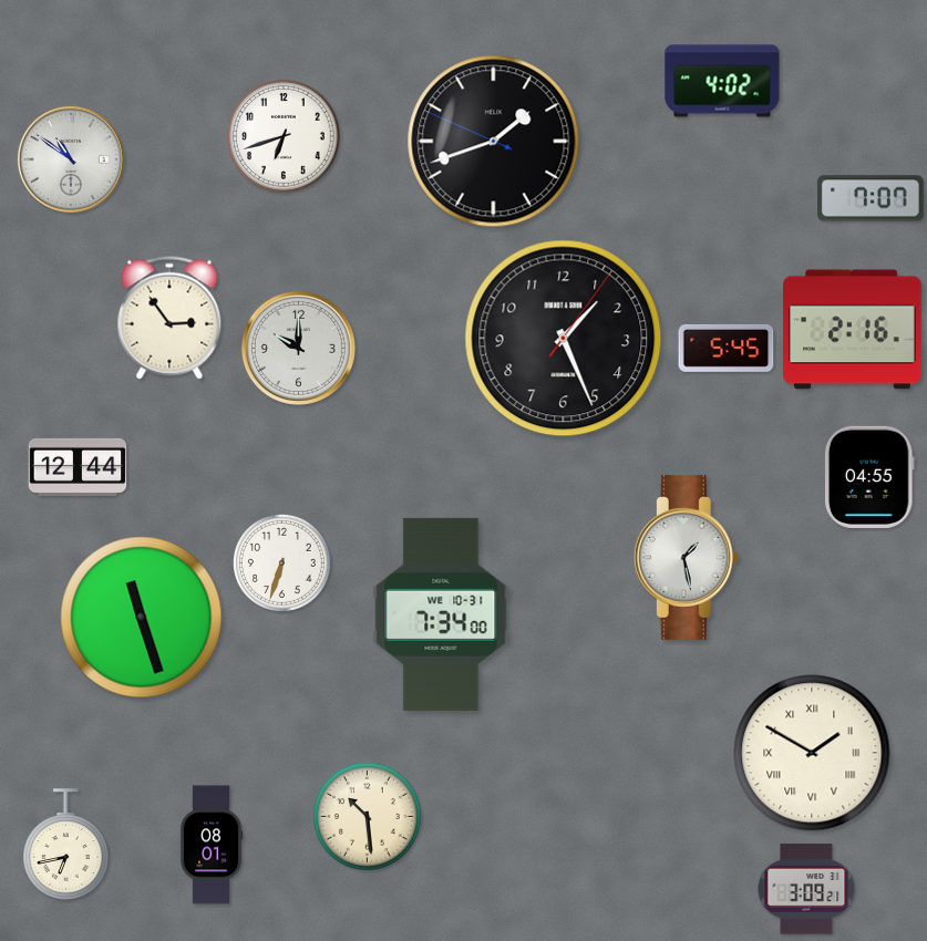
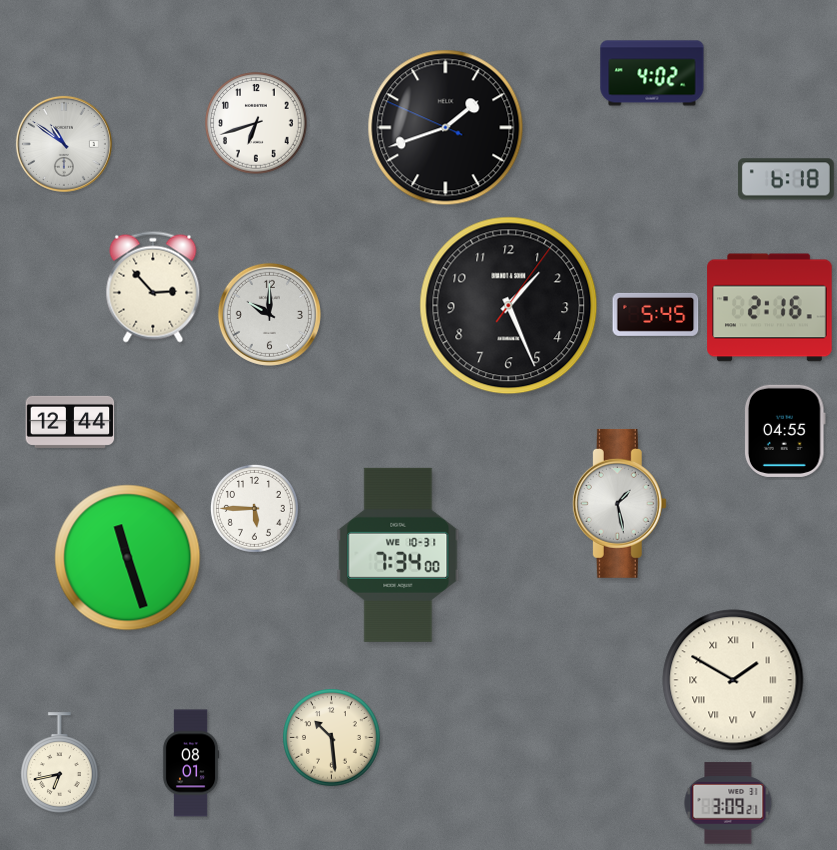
clock at (871, 198): 7:07 -> 6:18
clock at (169, 318): 2:54 -> 2:53
clock at (853, 330) position: (853, 330) -> (770, 308)
clock at (281, 562): 6:33 -> 5:45
